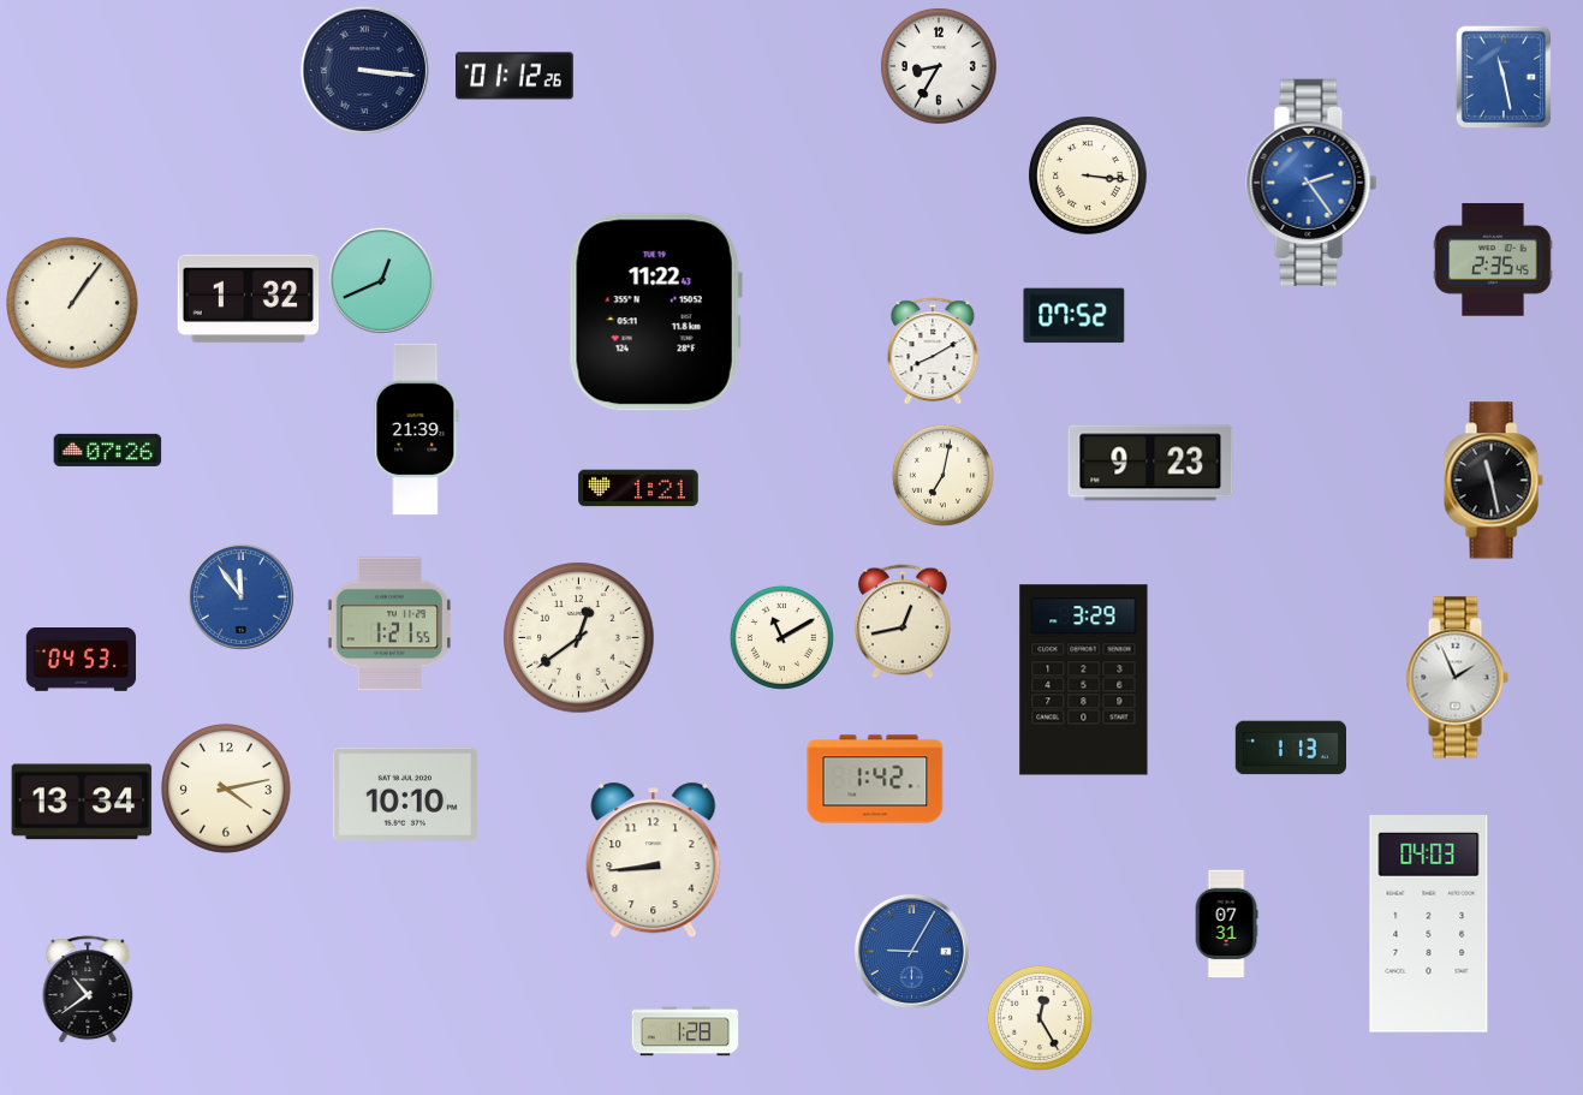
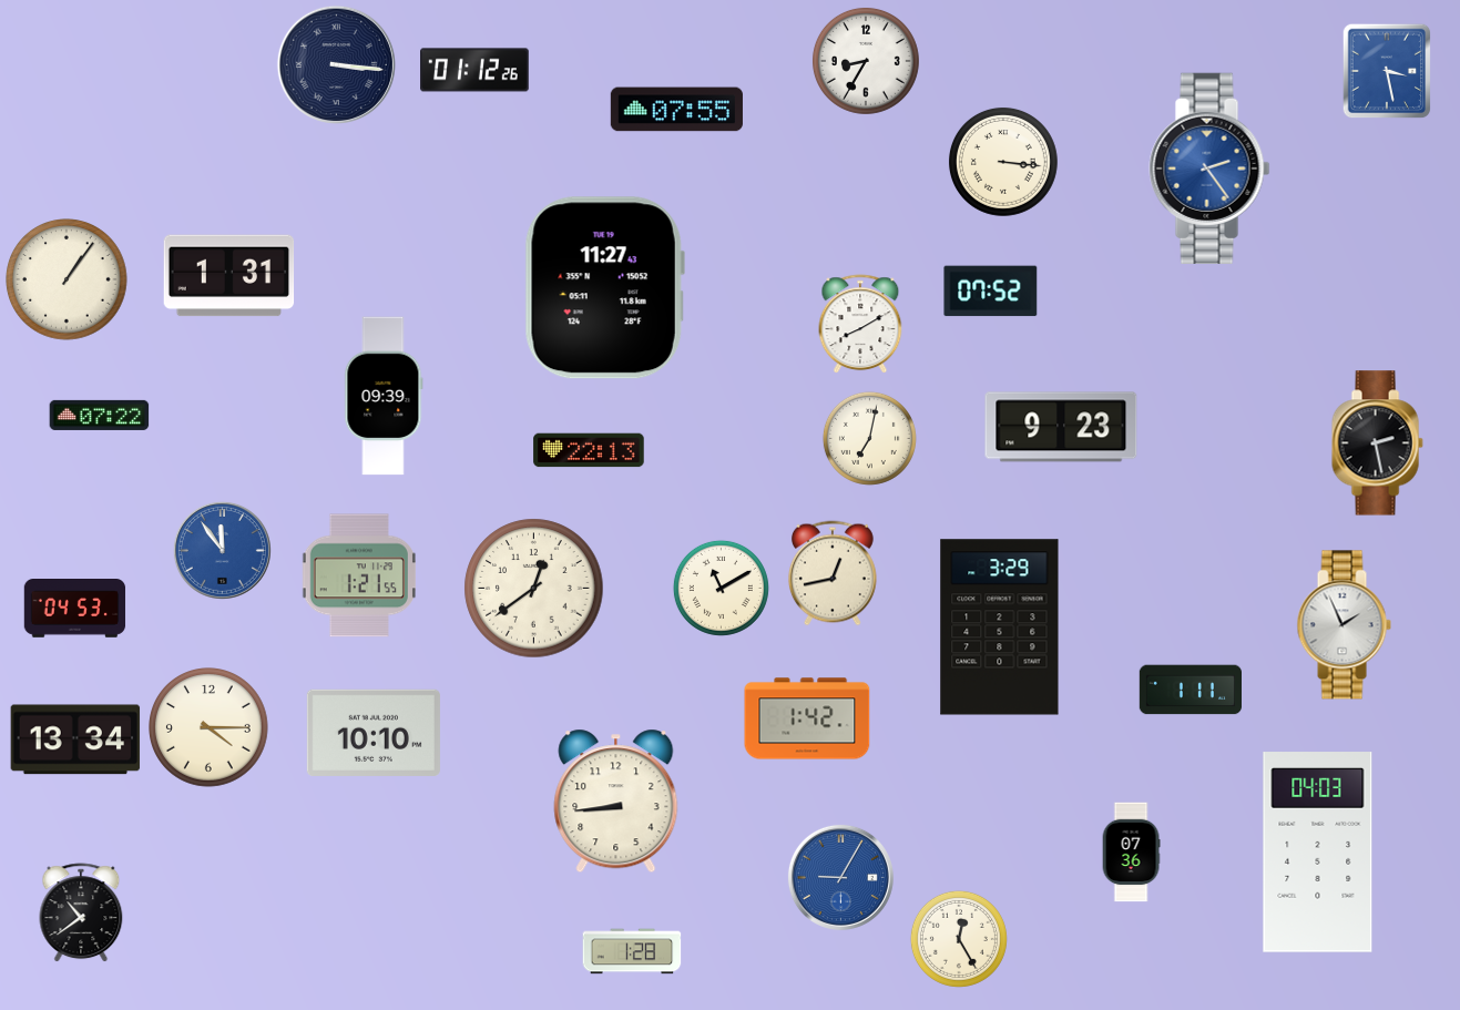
clock at (1504, 77): 11:28 -> 3:28
clock at (676, 110): none -> 07:55
clock at (1493, 260): 2:35 -> none
clock at (381, 280): 12:41 -> none
clock at (249, 299): 1:32 -> 1:31
clock at (655, 313): 11:22 -> 11:27
clock at (416, 429): 21:39 -> 09:39
clock at (108, 450): 07:26 -> 07:22
clock at (1493, 481): 11:28 -> 2:28
clock at (638, 488): 1:21 -> 22:13
clock at (1290, 748): 1:13 -> 1:11
clock at (227, 790): 4:13 -> 4:15
clock at (654, 861) position: (654, 861) -> (616, 802)
clock at (1226, 924): 07:31 -> 07:36
